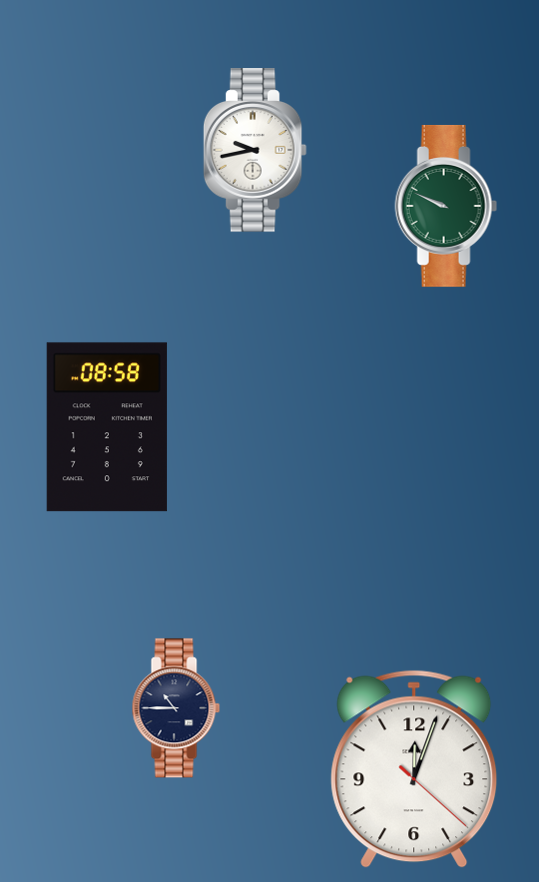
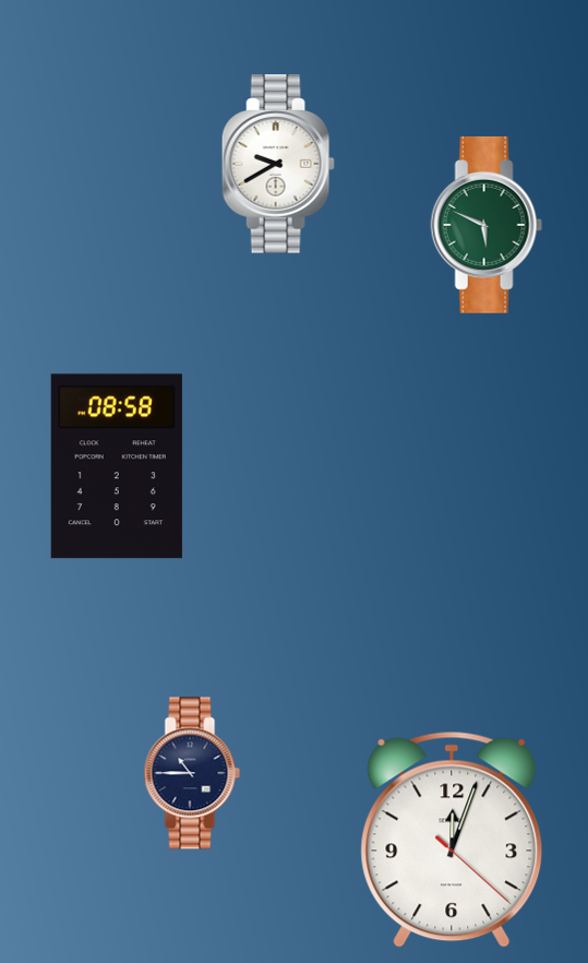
clock at (255, 150): 9:43 -> 9:40
clock at (446, 206): 9:49 -> 5:49
